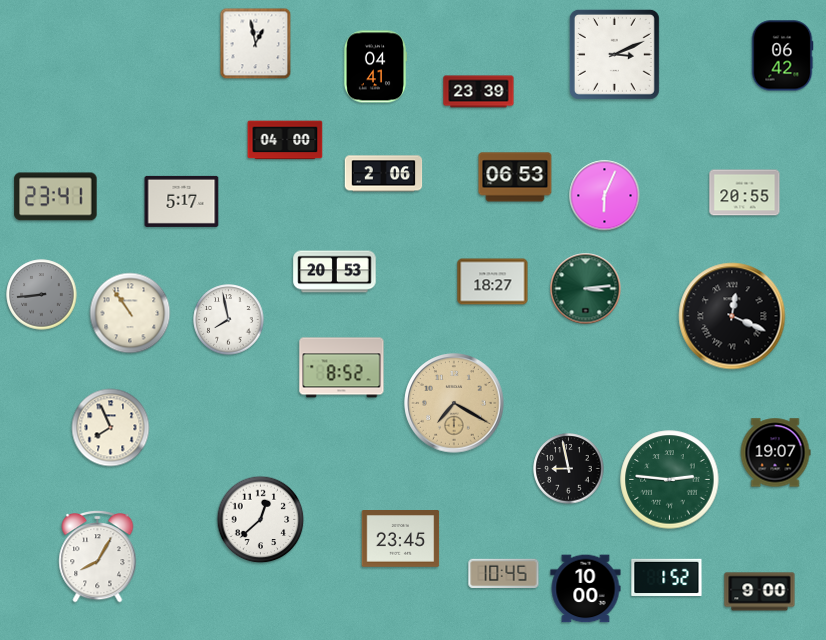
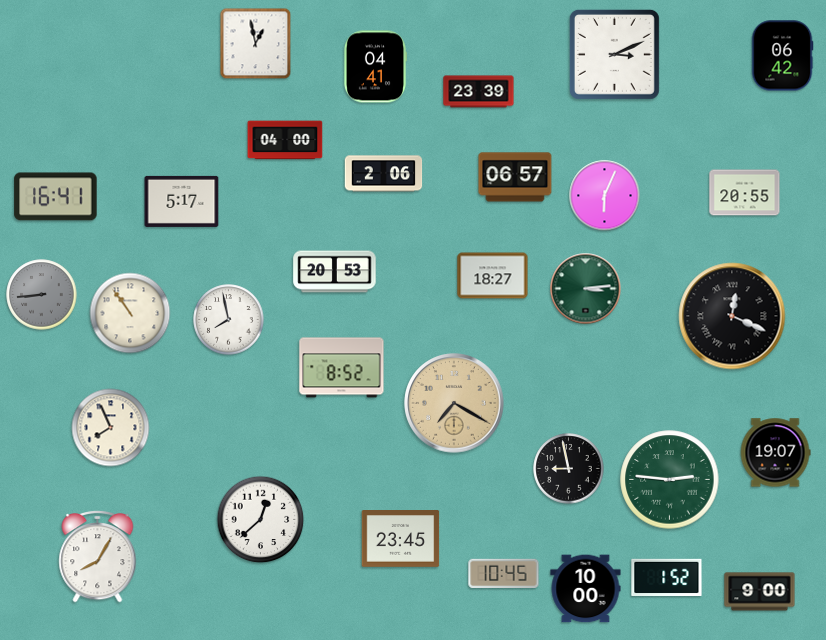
clock at (515, 177): 06:53 -> 06:57
clock at (56, 197): 23:41 -> 16:41
clock at (493, 282) position: (493, 282) -> (493, 276)
